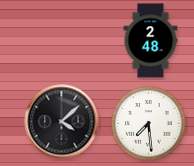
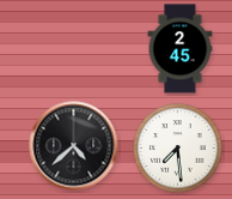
clock at (151, 41): 2:48 -> 2:45
clock at (62, 122): 4:08 -> 4:38
